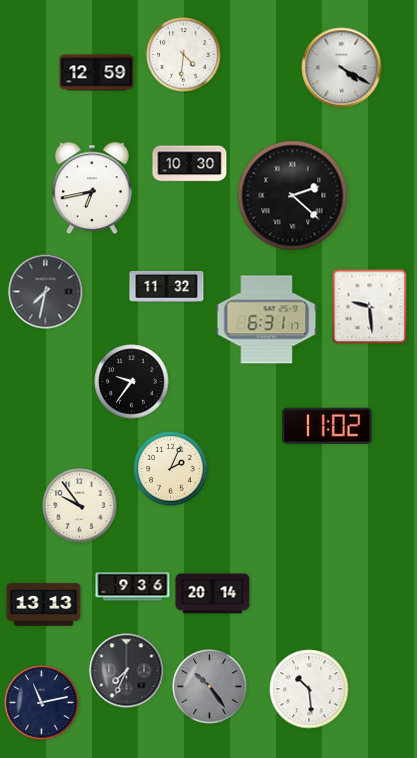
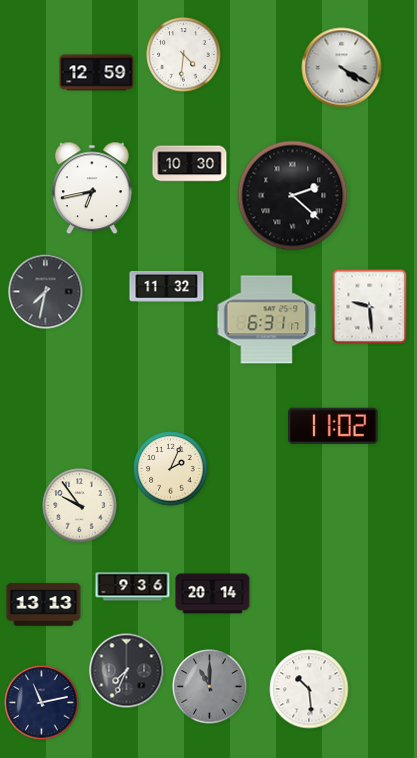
clock at (132, 382): 9:36 -> none
clock at (327, 426) position: (327, 426) -> (333, 426)
clock at (210, 687): 10:24 -> 11:00
